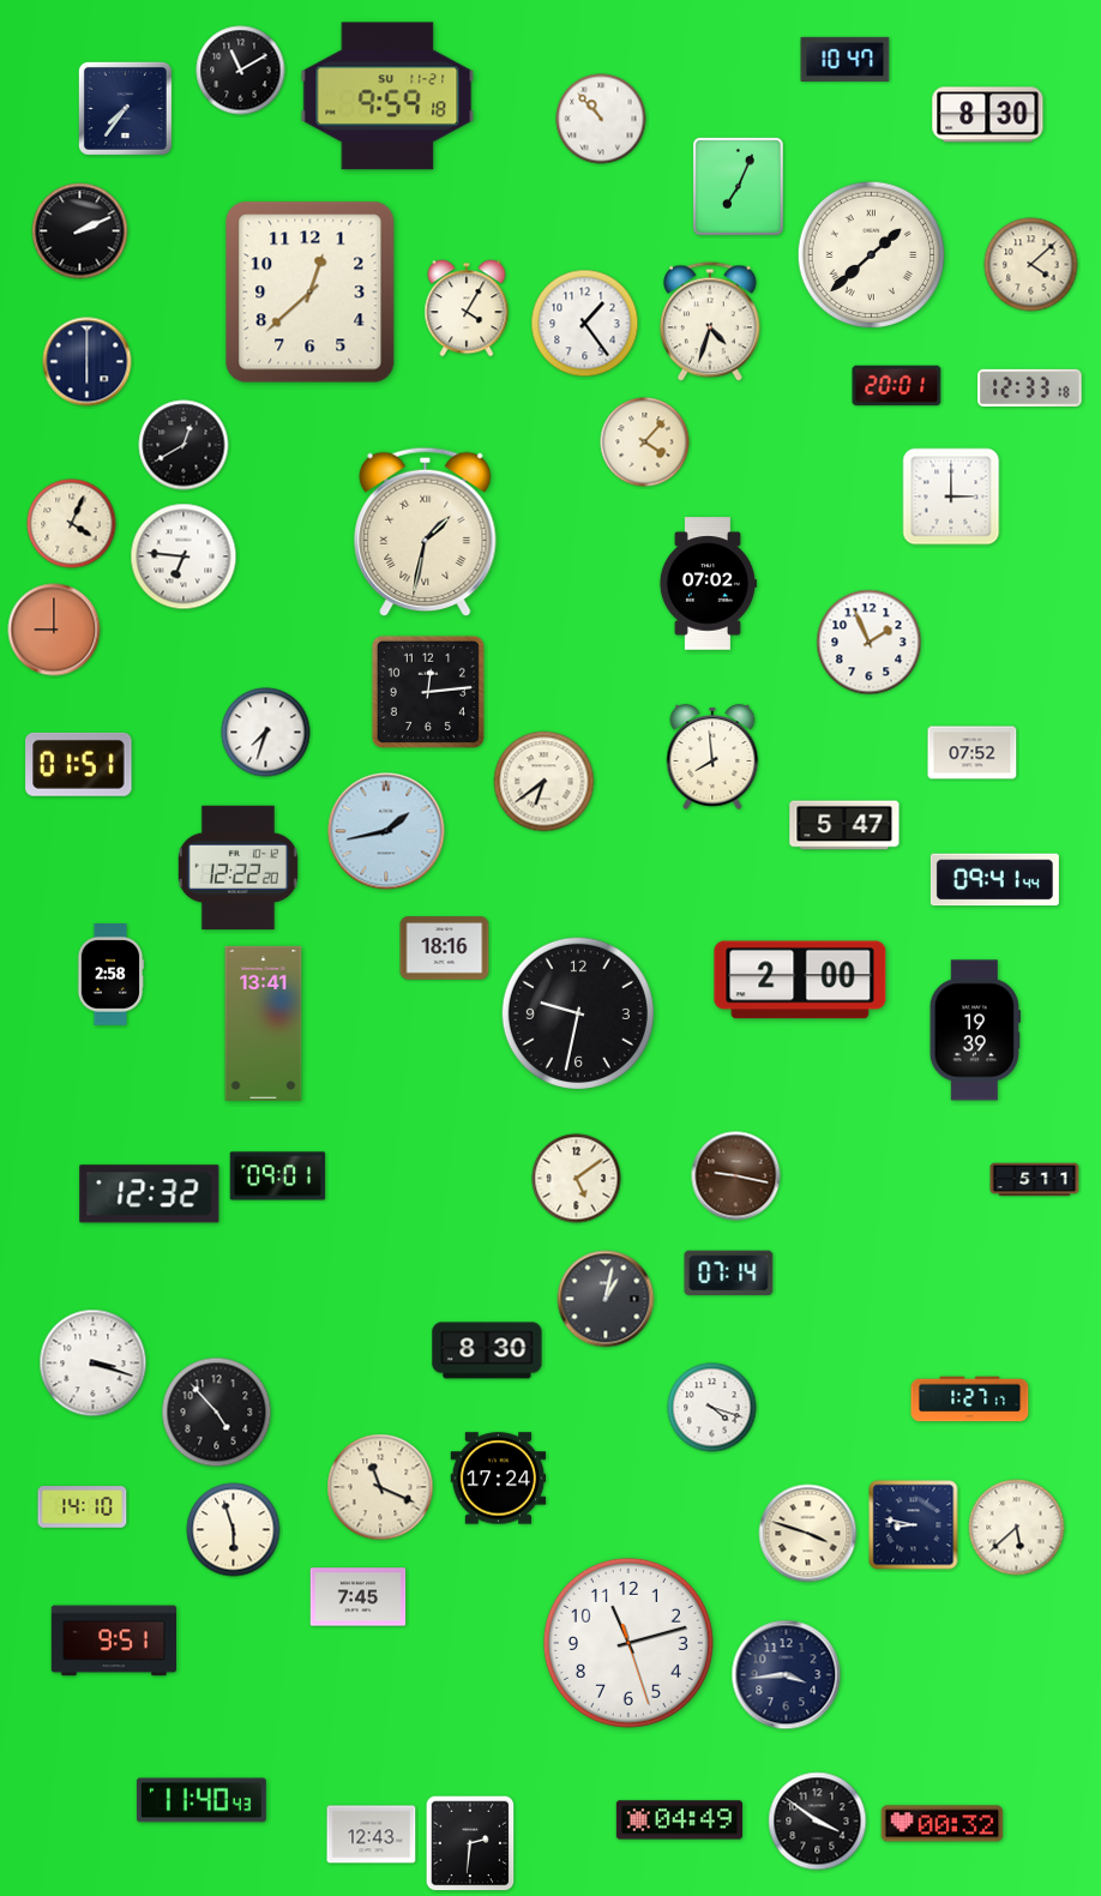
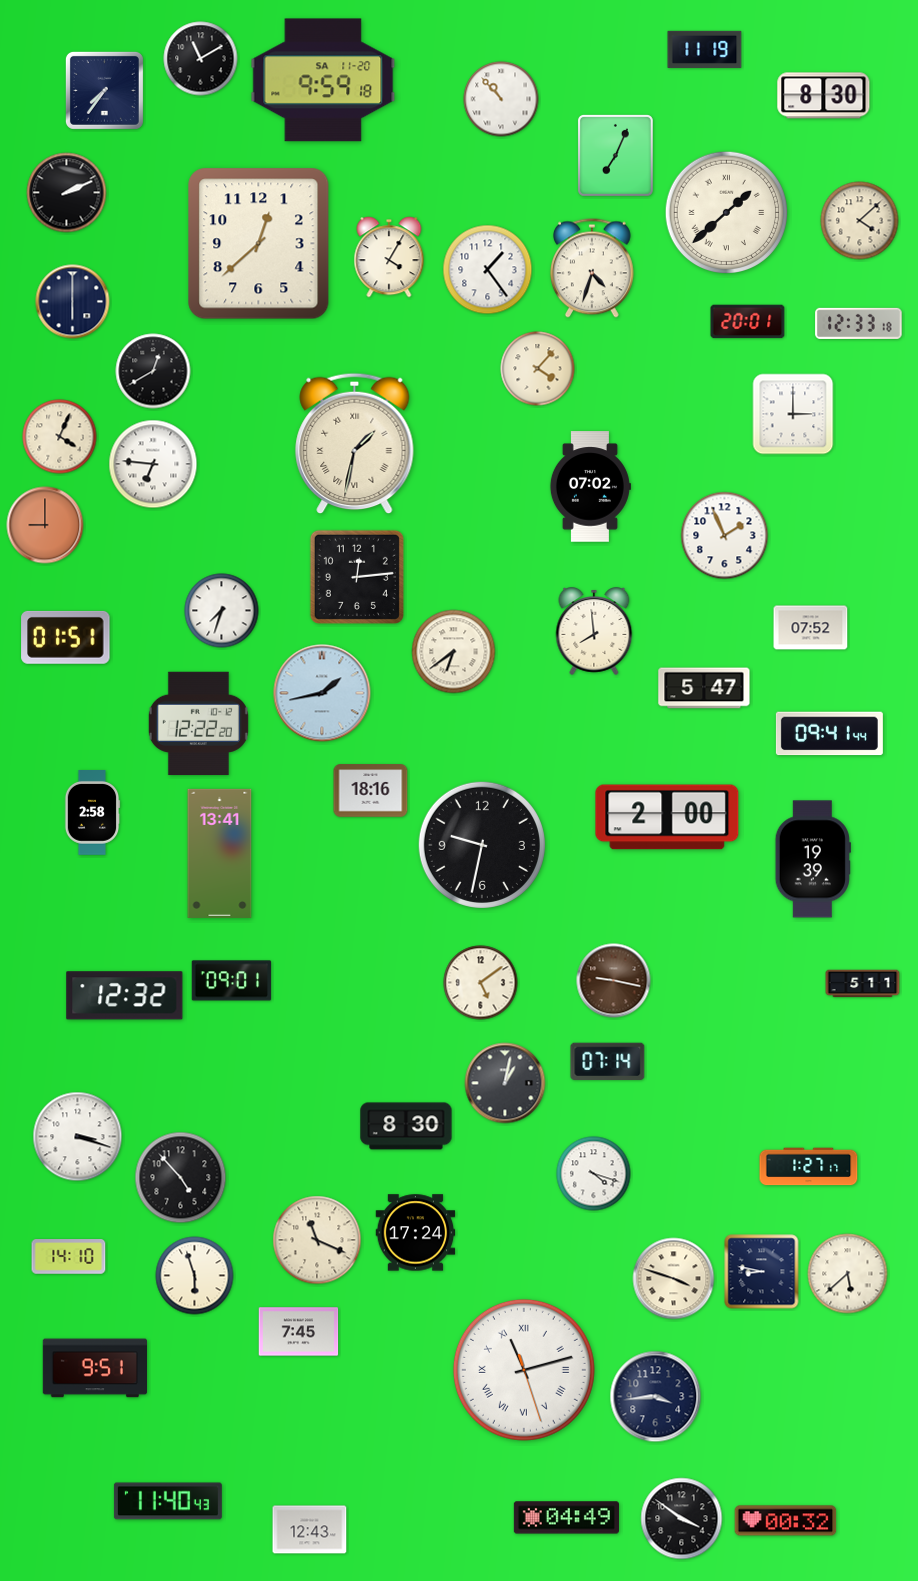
clock at (846, 59): 10:47 -> 11:19
clock at (387, 96) date: SU 11-21 -> SA 11-20
clock at (628, 1643) numerals: Arabic -> Roman
clock at (470, 1843): 2:31 -> none
